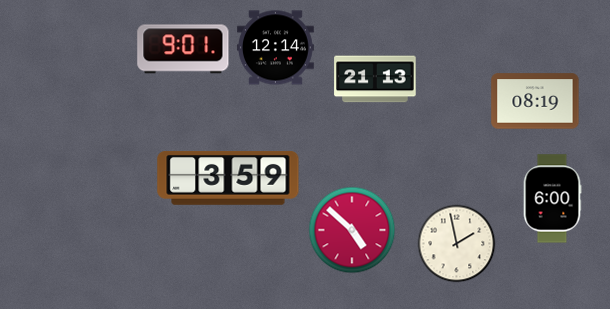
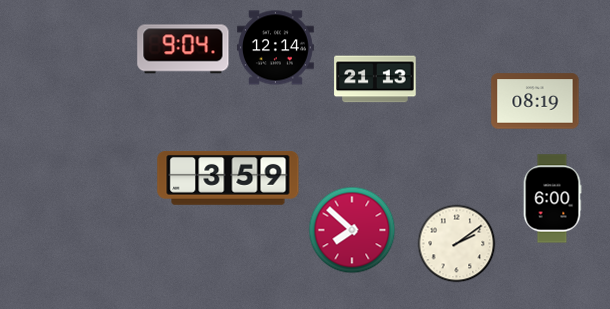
clock at (183, 49): 9:01 -> 9:04
clock at (352, 230): 4:52 -> 7:52
clock at (456, 243): 1:58 -> 2:09
